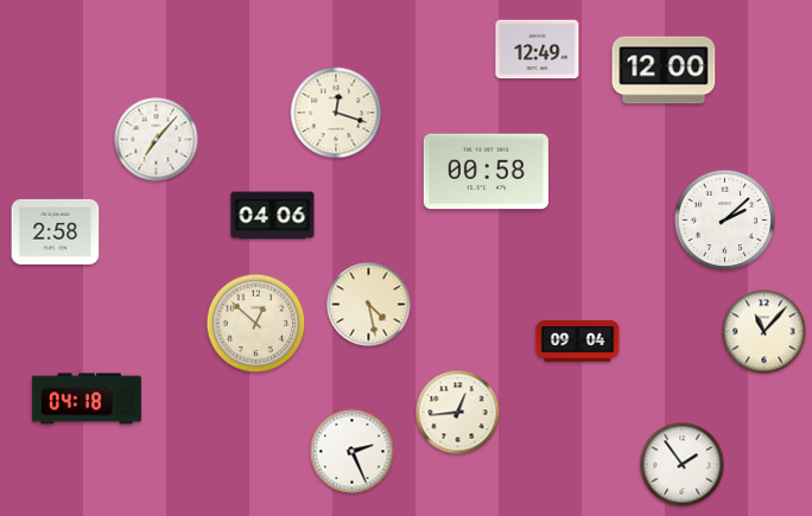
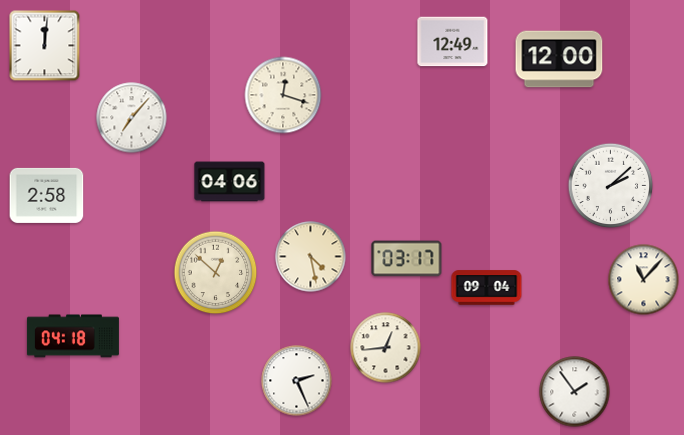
clock at (45, 46): none -> 12:01
clock at (486, 172): 00:58 -> none
clock at (407, 259): none -> 03:17
